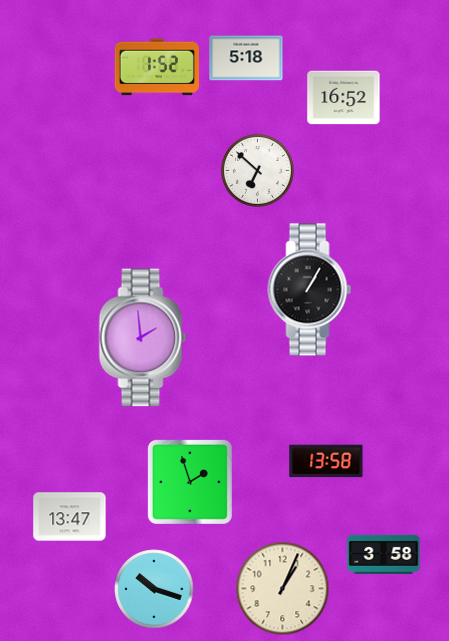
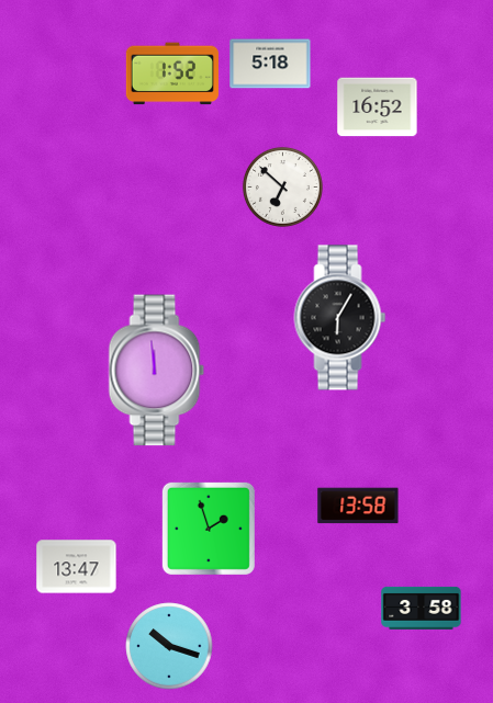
clock at (310, 290): 1:05 -> 6:05
clock at (143, 338): 1:59 -> 11:59
clock at (283, 589): 1:04 -> none
